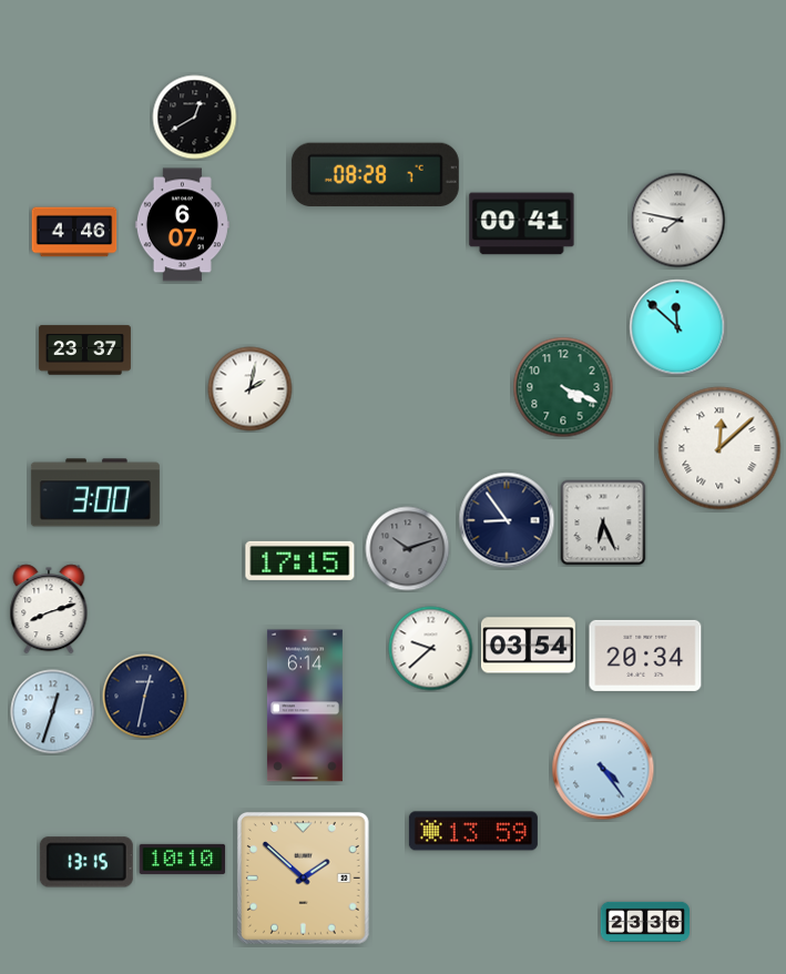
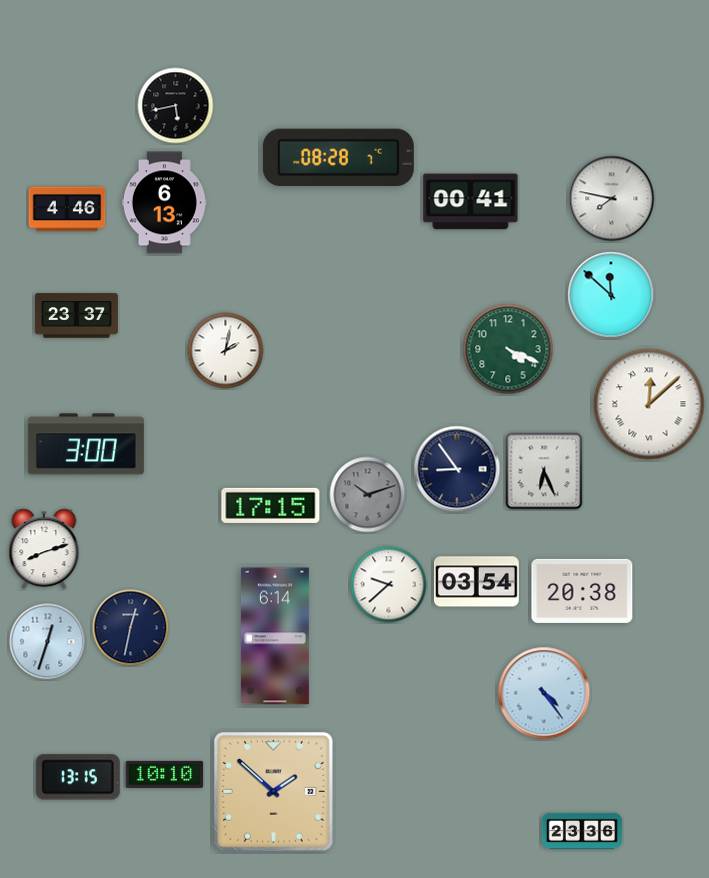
clock at (195, 118): 12:40 -> 5:43
clock at (182, 225): 6:07 -> 6:13
clock at (645, 656): 20:34 -> 20:38
clock at (473, 831): 13:59 -> none
